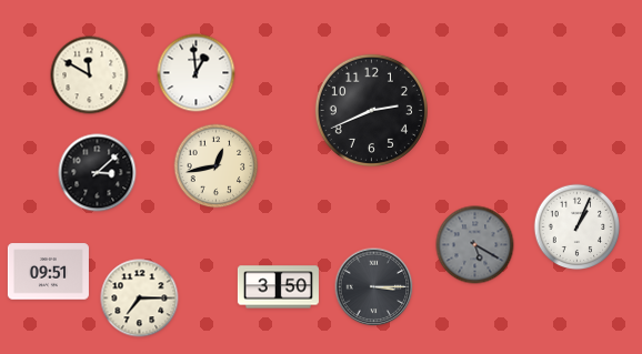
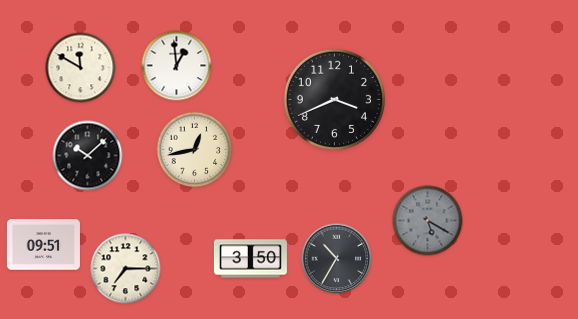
clock at (371, 110): 2:41 -> 3:41
clock at (98, 173): 3:08 -> 10:08
clock at (578, 227): 1:04 -> none
clock at (374, 287): 3:15 -> 10:35
